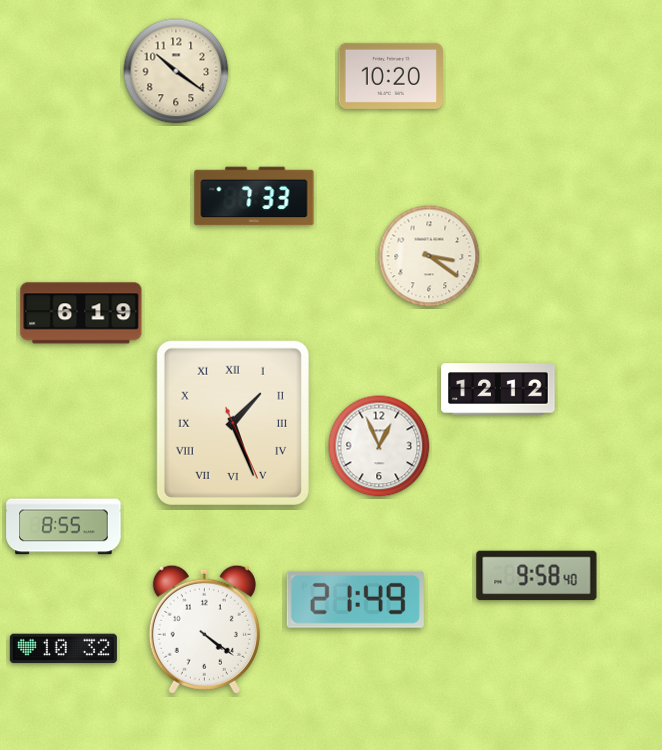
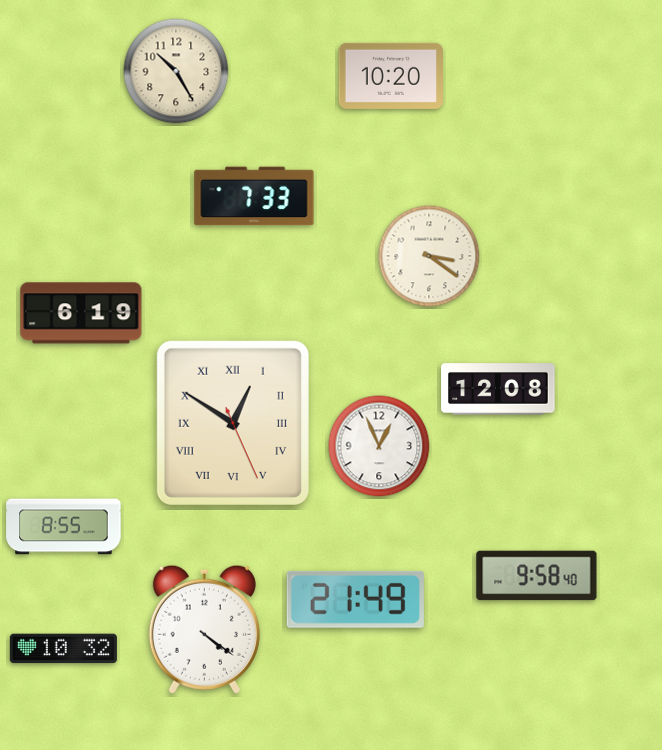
clock at (176, 71): 10:21 -> 10:25
clock at (498, 389): 12:12 -> 12:08
clock at (233, 423): 1:26 -> 12:50
